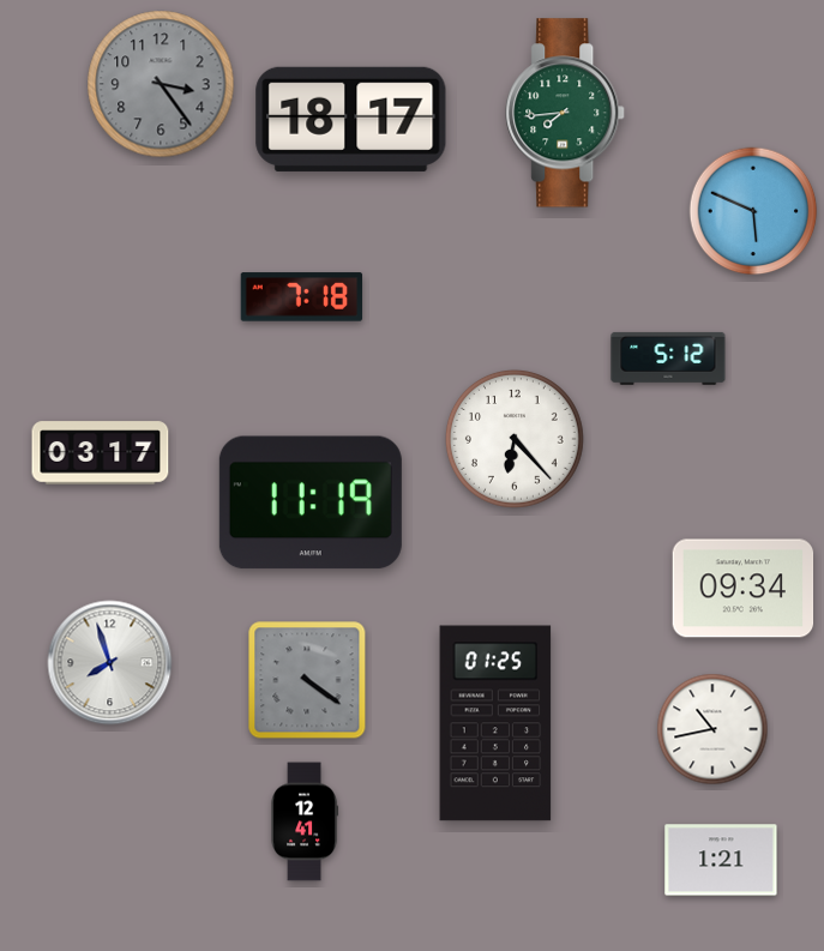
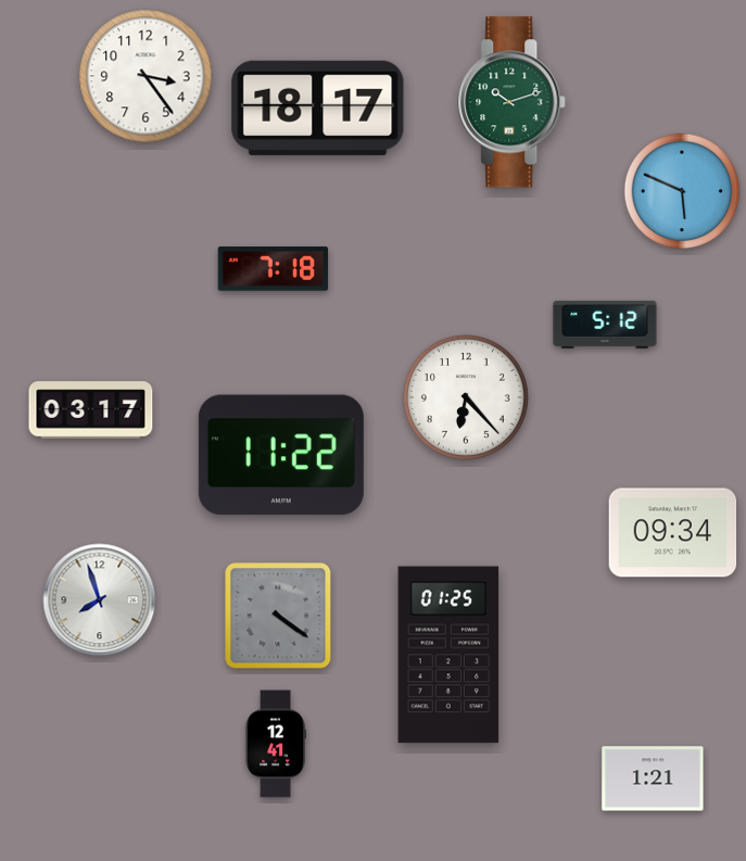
clock at (161, 84) dial: grey -> white
clock at (566, 113): 7:44 -> 10:12
clock at (311, 502): 11:19 -> 11:22
clock at (712, 729): 10:43 -> none
